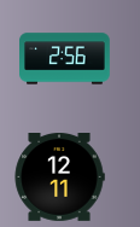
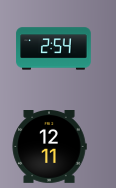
clock at (65, 59): 2:56 -> 2:54
